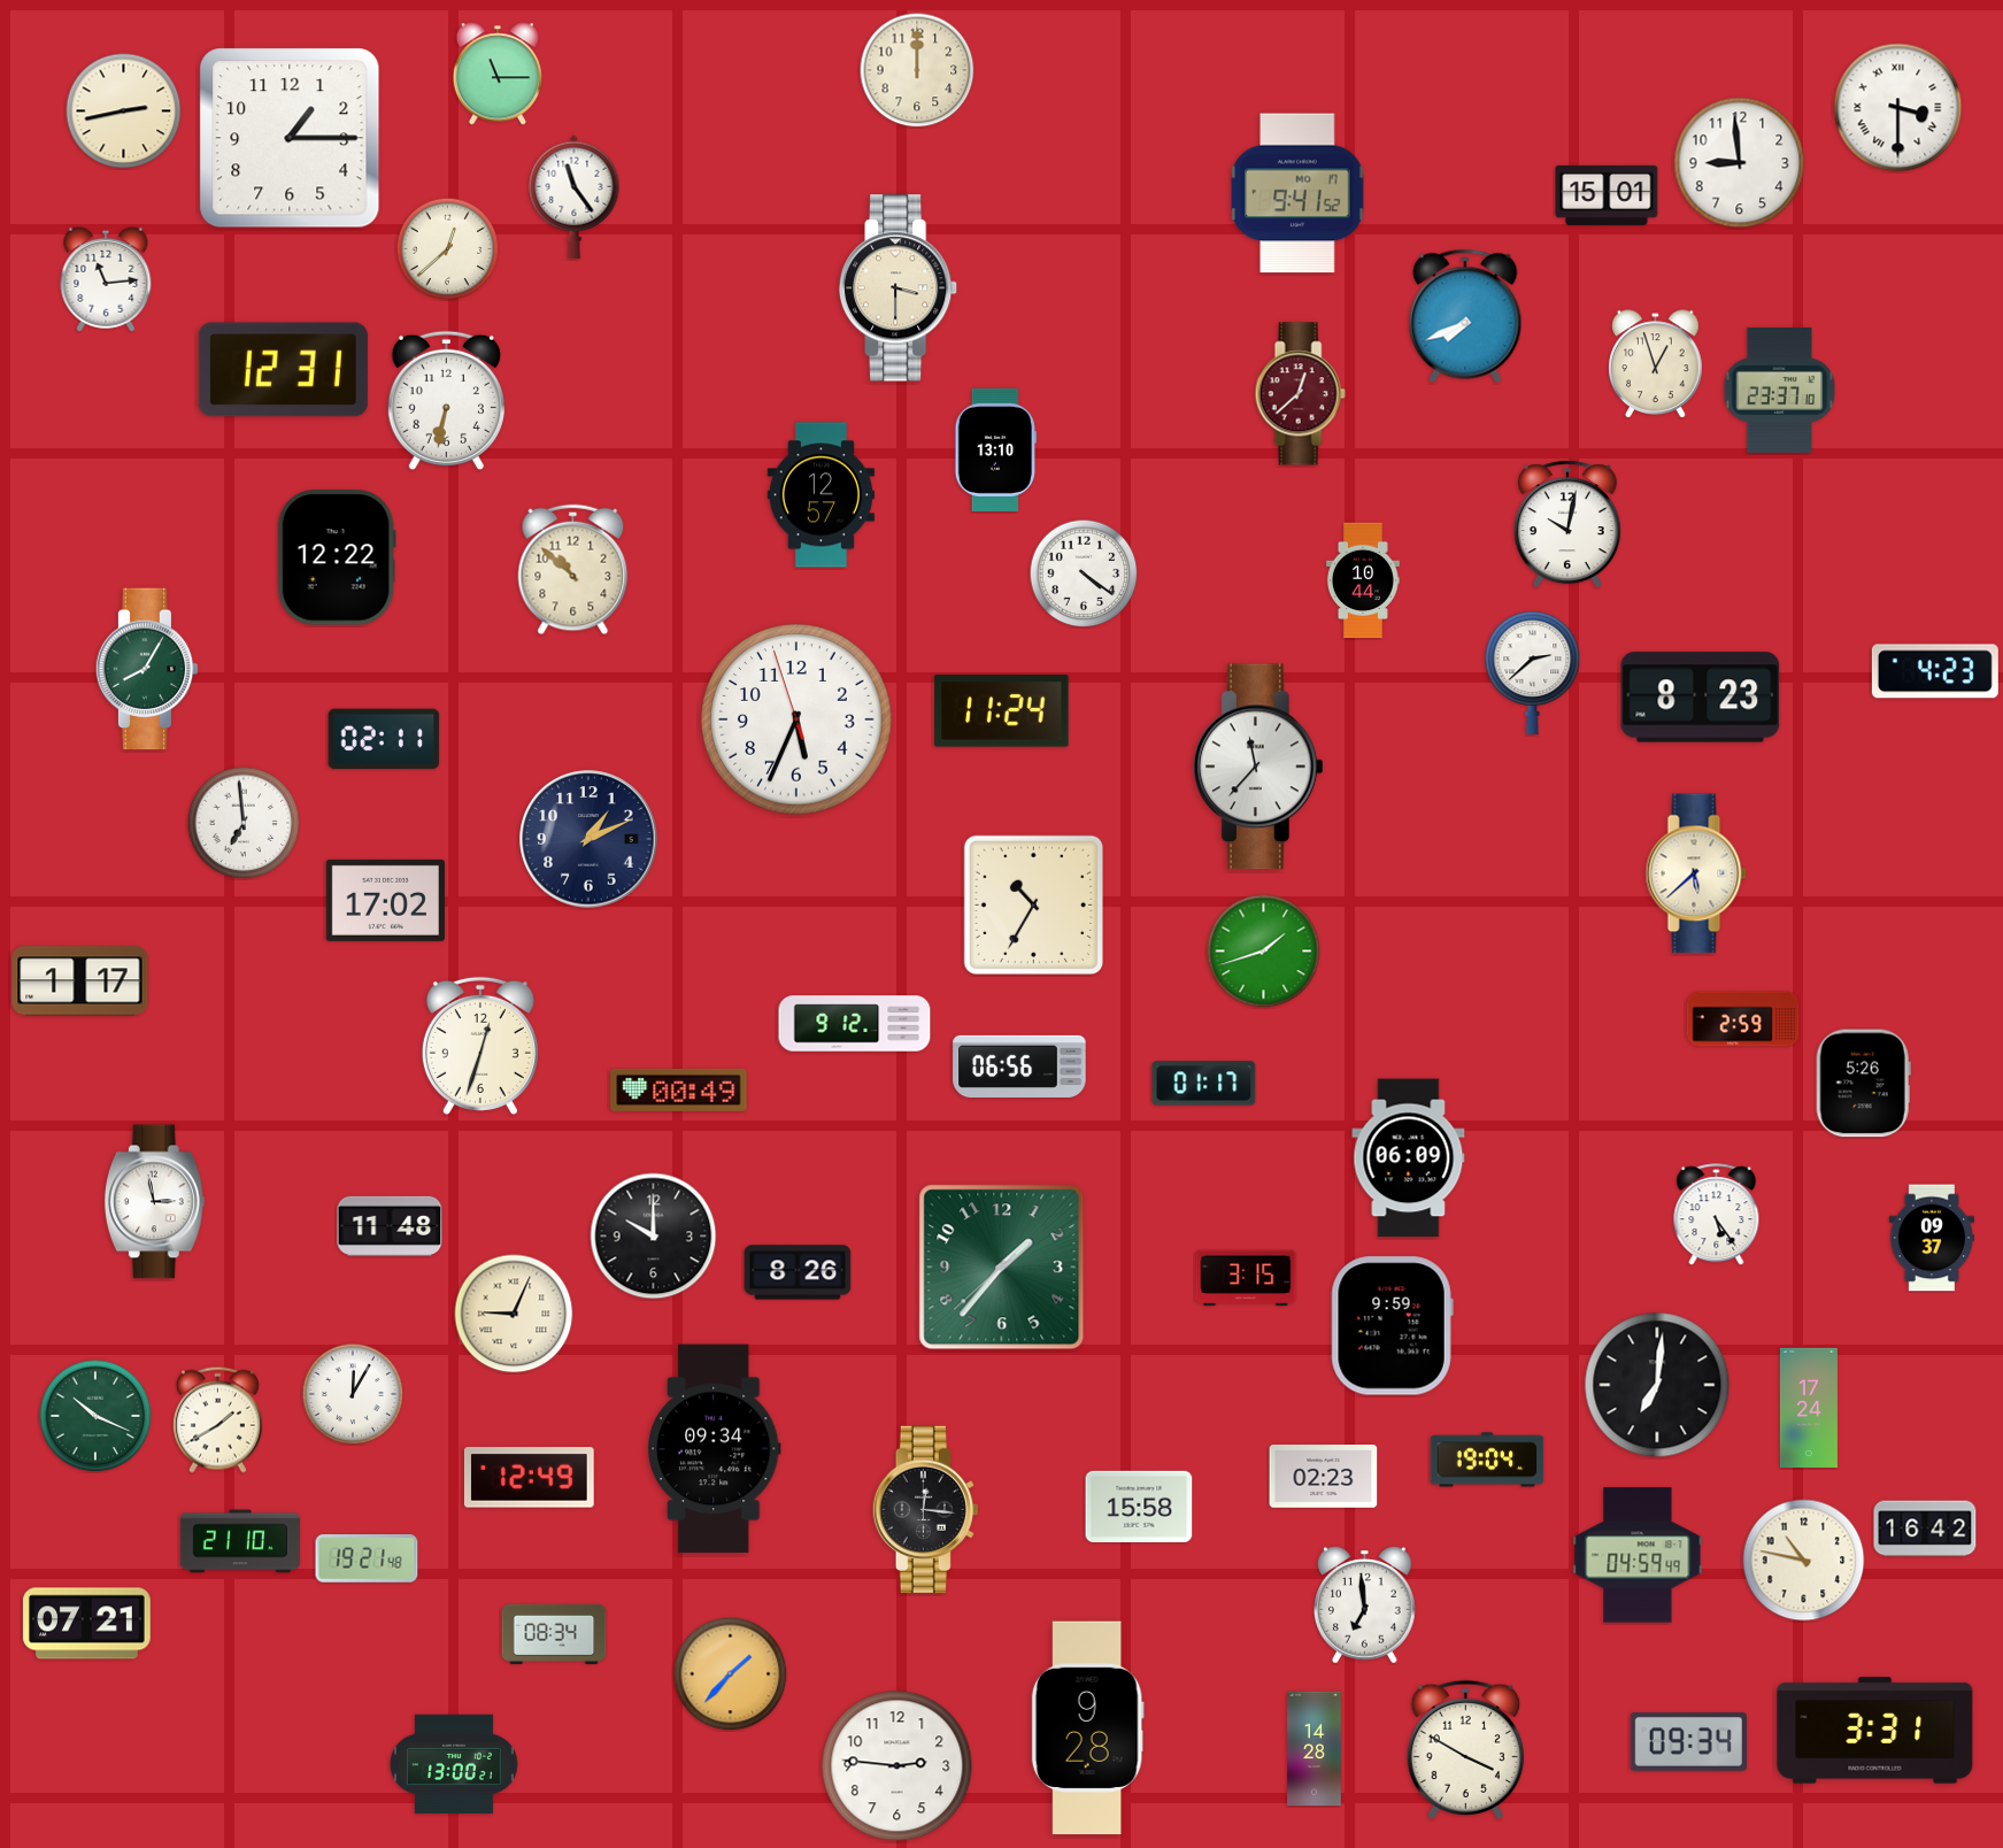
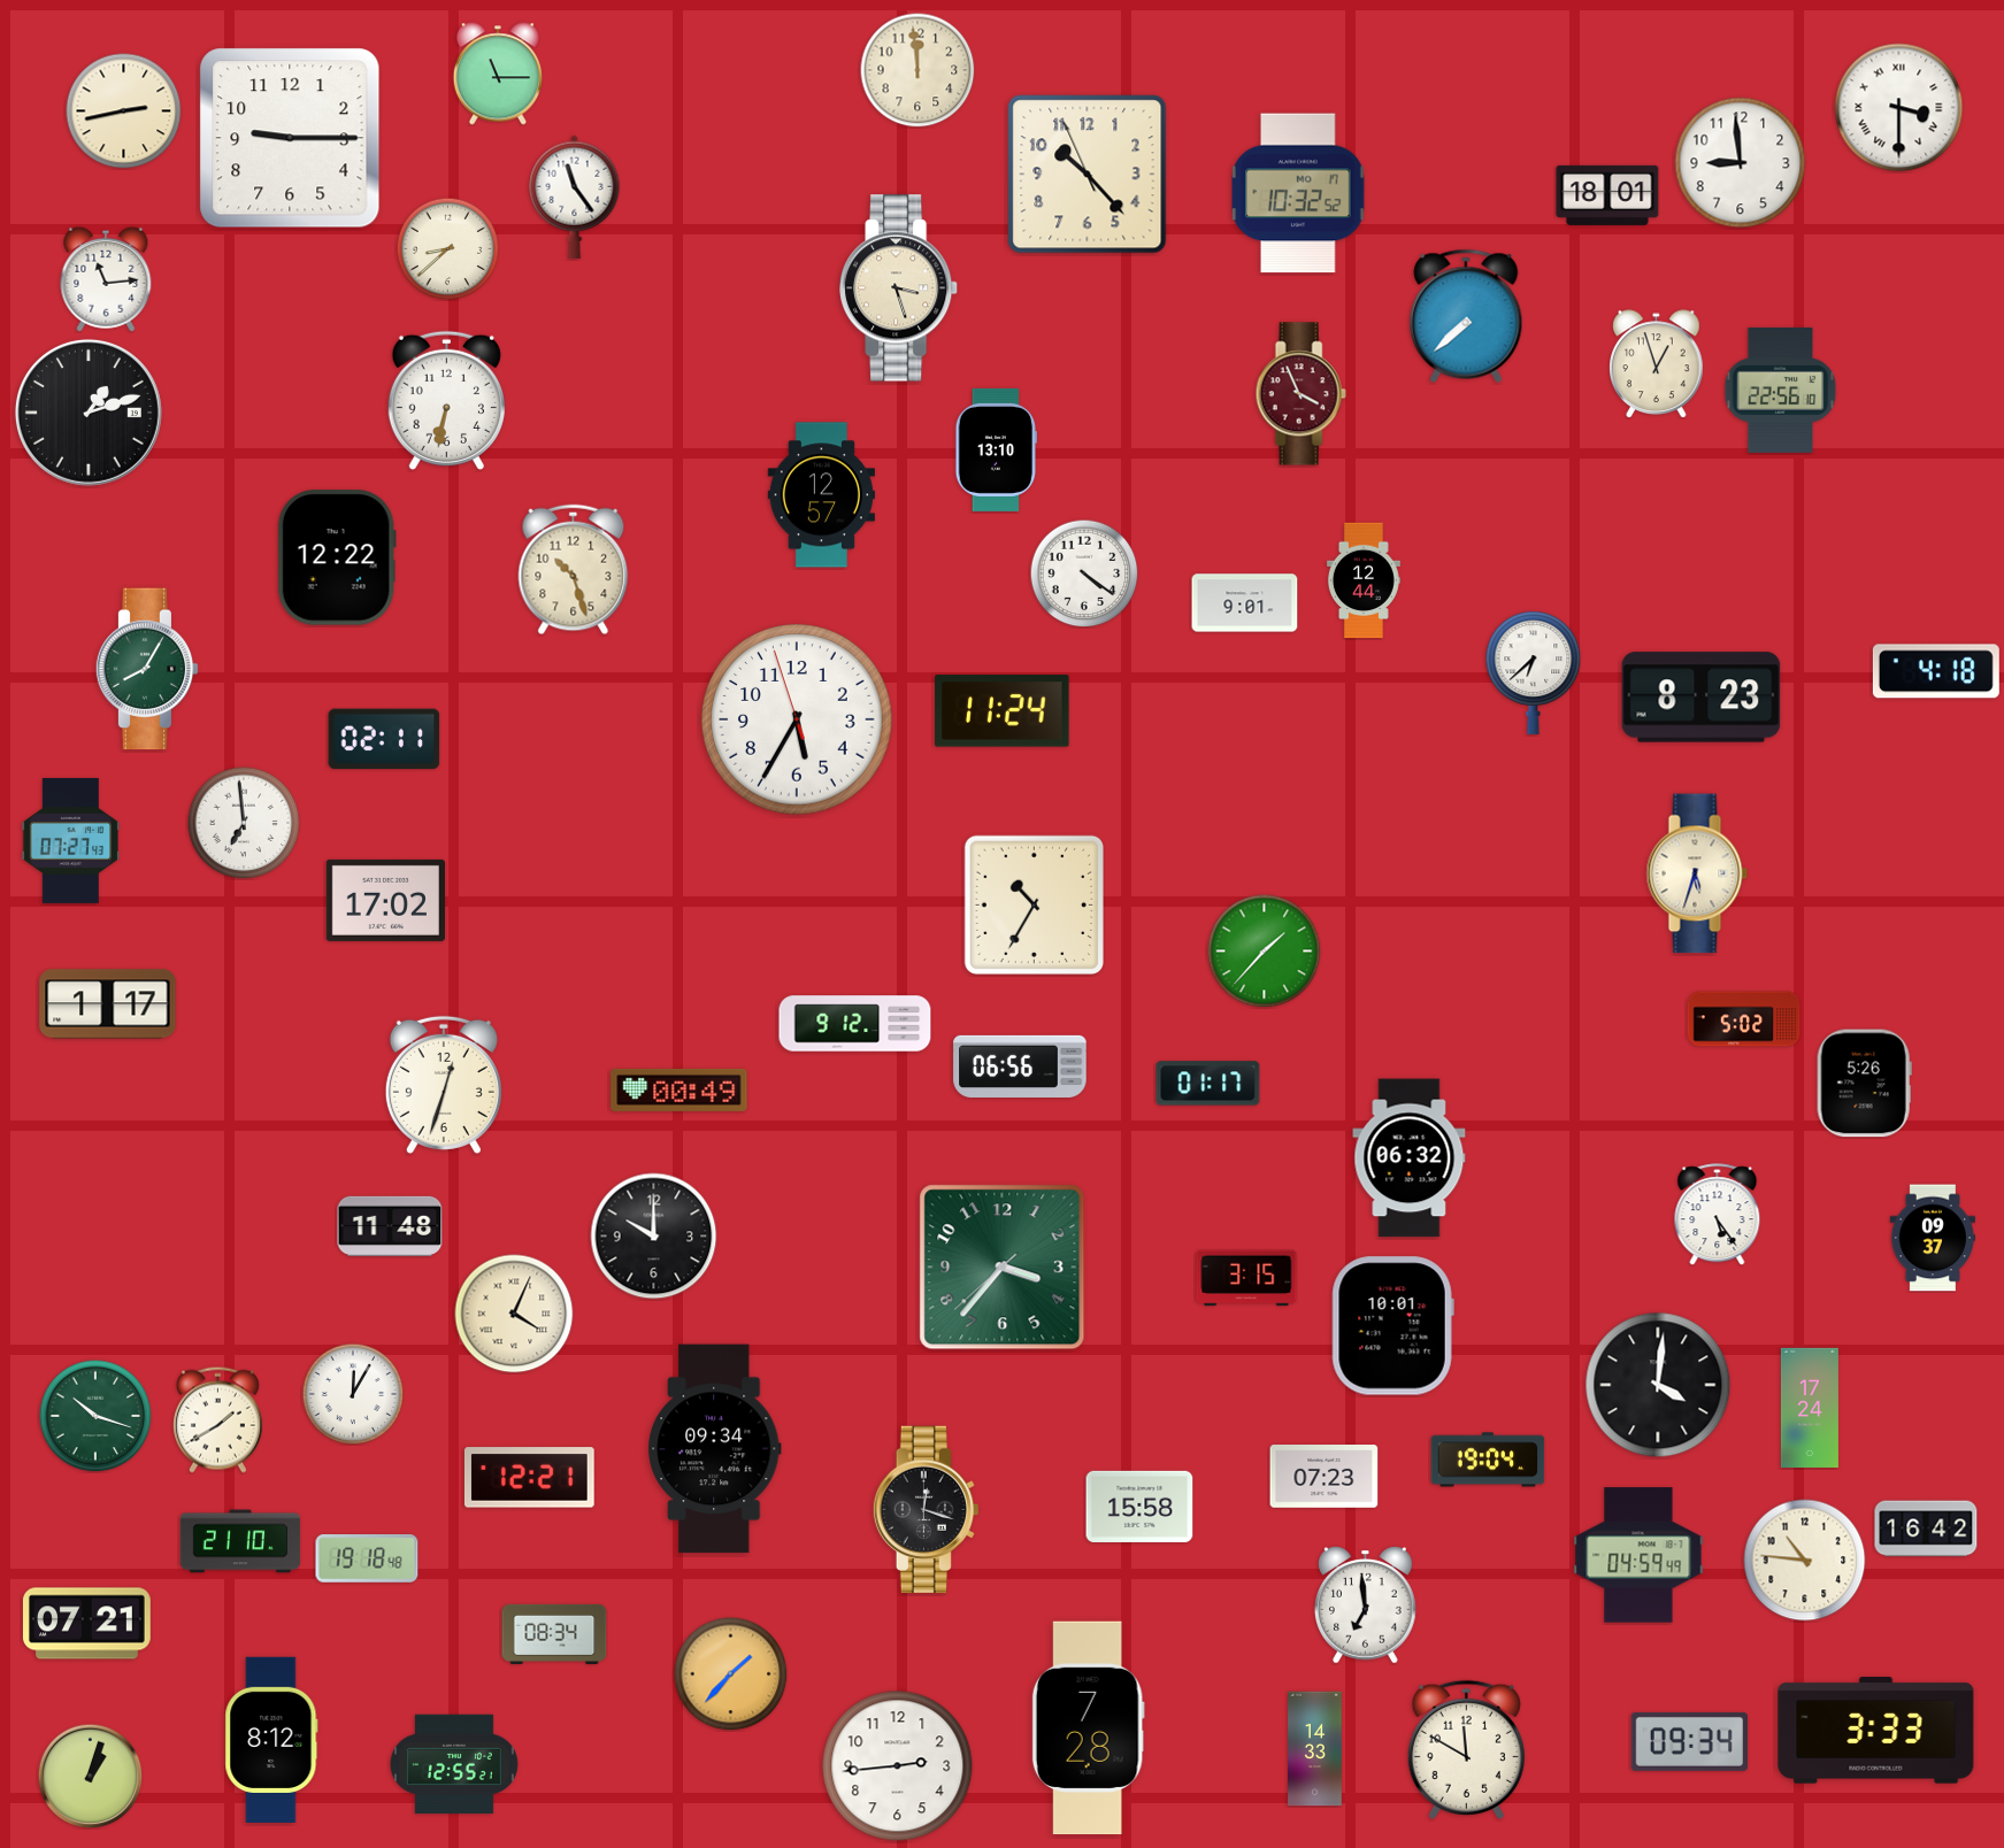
clock at (917, 70): 12:00 -> 11:59
clock at (290, 138): 1:15 -> 9:15
clock at (1088, 175): none -> 10:22
clock at (1297, 193): 9:41 -> 10:32
clock at (1607, 195): 15:01 -> 18:01
clock at (447, 248): 12:38 -> 8:38
clock at (900, 288): 3:30 -> 3:27
clock at (1465, 316): 7:41 -> 7:38
clock at (283, 370): 12:31 -> none
clock at (1780, 390): 23:37 -> 22:56
clock at (1300, 394): 12:38 -> 3:56
clock at (89, 413): none -> 1:12
clock at (1567, 524): 10:02 -> none
clock at (573, 570): 10:52 -> 10:27
clock at (1363, 580): 10:44 -> 12:44
clock at (1245, 603): none -> 9:01
clock at (1935, 671): 4:23 -> 4:18
clock at (1533, 672): 2:38 -> 6:38
clock at (796, 719): 5:33 -> 5:34
clock at (1259, 767): 11:37 -> none
clock at (588, 839): 1:11 -> none
clock at (71, 840): none -> 07:27
clock at (1696, 873): 5:38 -> 5:33
clock at (1264, 952): 1:42 -> 1:37
clock at (80, 981) position: (80, 981) -> (108, 1004)
clock at (1743, 1019): 2:59 -> 5:02
clock at (480, 1046) position: (480, 1046) -> (444, 1085)
clock at (1204, 1084) position: (1204, 1084) -> (1208, 1084)
clock at (1409, 1158): 06:09 -> 06:32
clock at (154, 1202): 2:58 -> none
clock at (1002, 1268): 1:36 -> 3:36
clock at (798, 1272): 8:26 -> none
clock at (514, 1314): 9:04 -> 4:04
clock at (1392, 1326): 9:59 -> 10:01
clock at (1657, 1385): 7:01 -> 4:01
clock at (95, 1416): 10:19 -> 10:18
clock at (1324, 1477): 02:23 -> 07:23
clock at (529, 1478): 12:49 -> 12:21
clock at (925, 1509): 12:16 -> 12:18
clock at (367, 1560): 19:21 -> 19:18
clock at (1804, 1561): 10:47 -> 10:46
clock at (1087, 1728): 9:28 -> 7:28
clock at (1875, 1731): 3:31 -> 3:33
clock at (271, 1739): none -> 8:12
clock at (1315, 1749): 14:28 -> 14:33
clock at (1465, 1749): 3:50 -> 11:50
clock at (455, 1764): 13:00 -> 12:55
clock at (898, 1766): 2:46 -> 2:44
clock at (90, 1776): none -> 1:03
